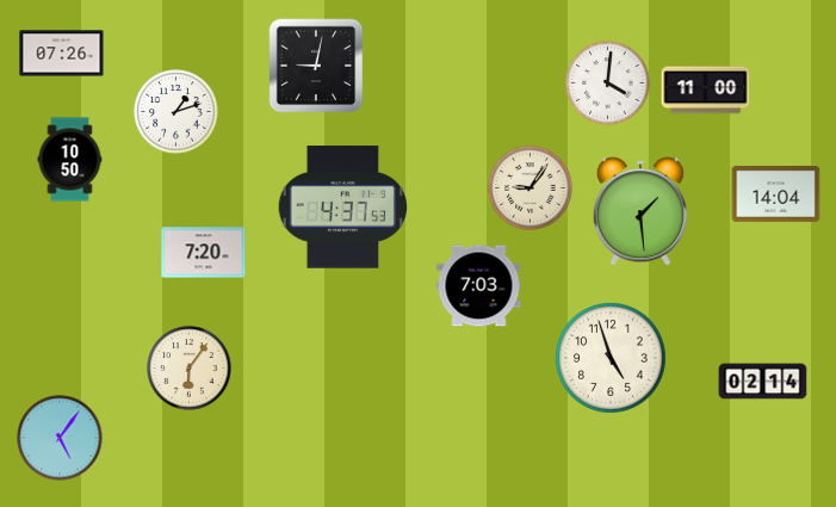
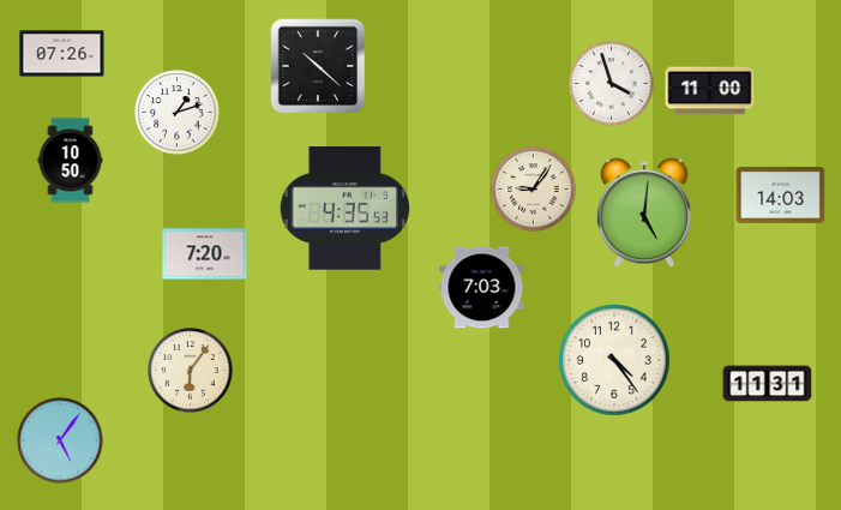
clock at (316, 66): 9:02 -> 10:22
clock at (608, 84): 4:01 -> 3:57
clock at (776, 193): 14:04 -> 14:03
clock at (342, 208): 4:37 -> 4:35
clock at (640, 211): 1:29 -> 5:01
clock at (612, 359): 4:57 -> 4:24
clock at (763, 382): 02:14 -> 11:31
